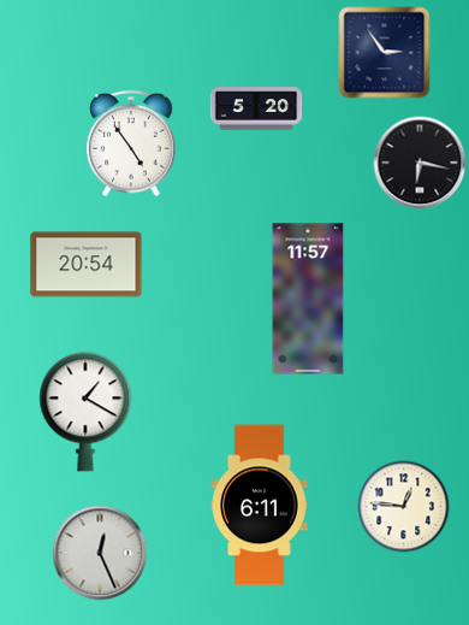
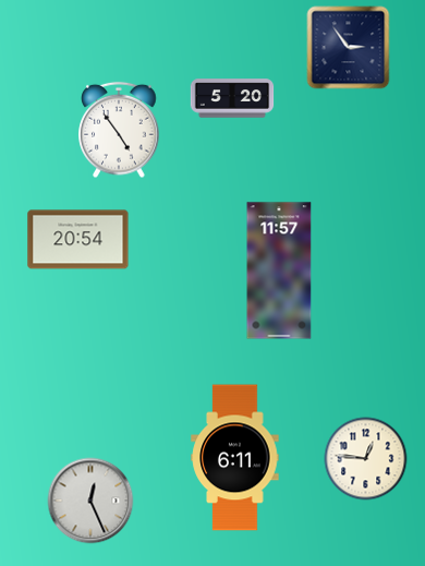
clock at (420, 163): 6:17 -> none
clock at (85, 412): 1:20 -> none
